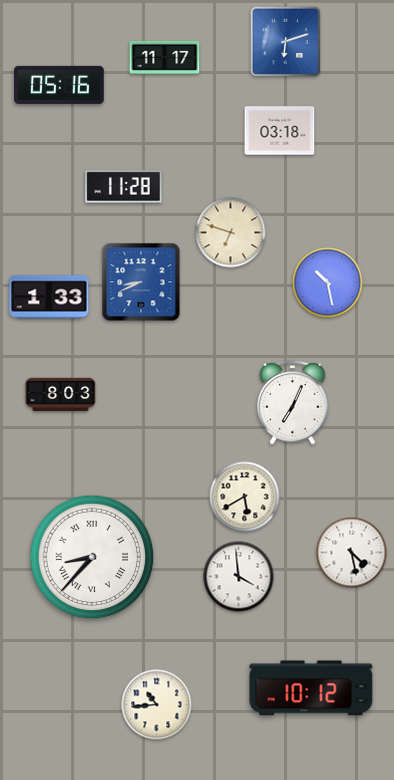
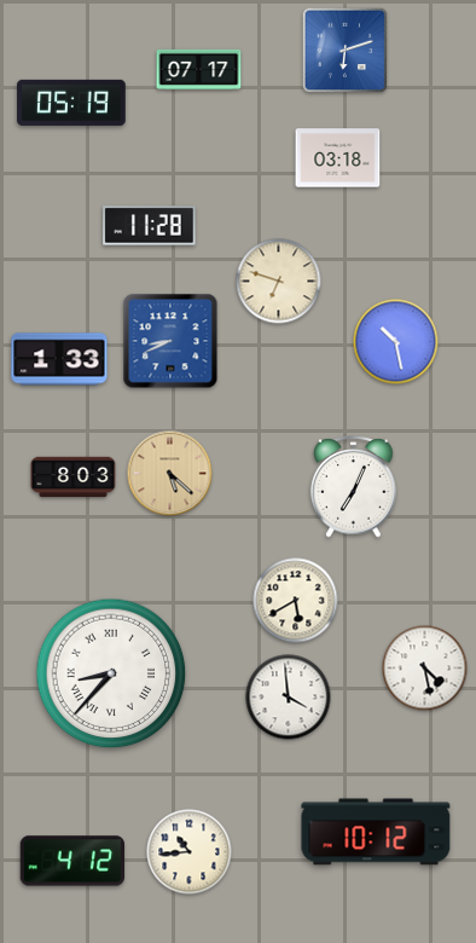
clock at (165, 57): 11:17 -> 07:17
clock at (59, 85): 05:16 -> 05:19
clock at (170, 474): none -> 5:22
clock at (71, 861): none -> 4:12
